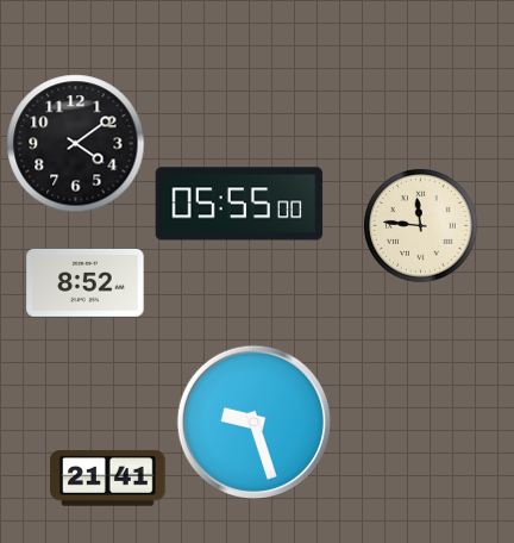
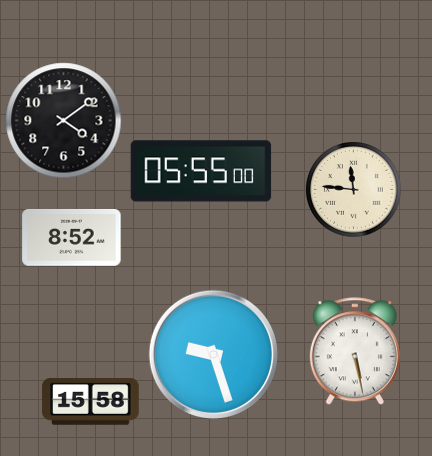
clock at (355, 352): none -> 5:28
clock at (108, 479): 21:41 -> 15:58
